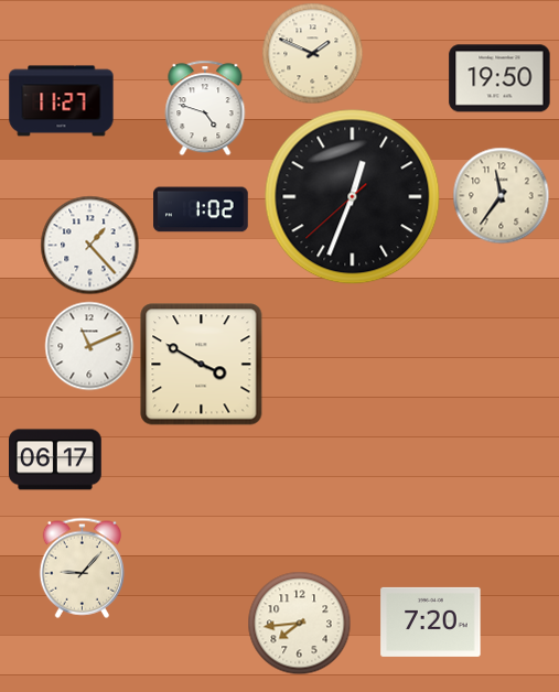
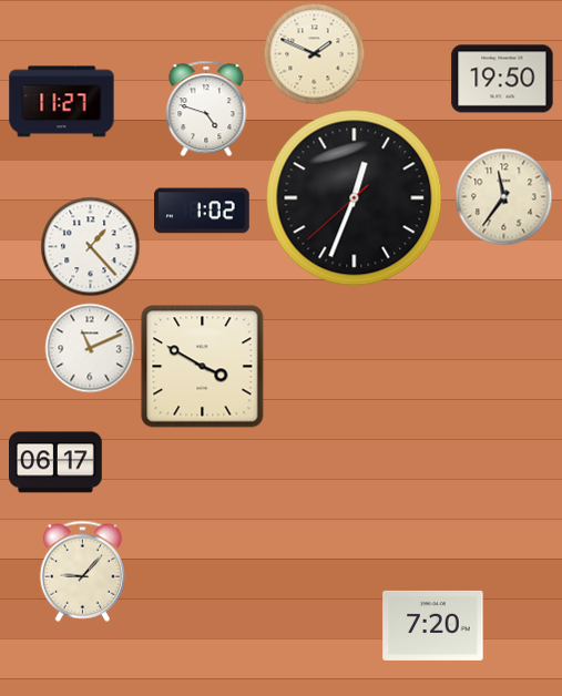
clock at (299, 623): 7:44 -> none
